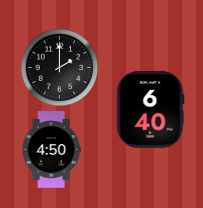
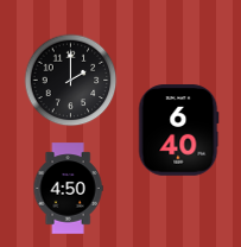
clock at (51, 150) position: (51, 150) -> (68, 189)
